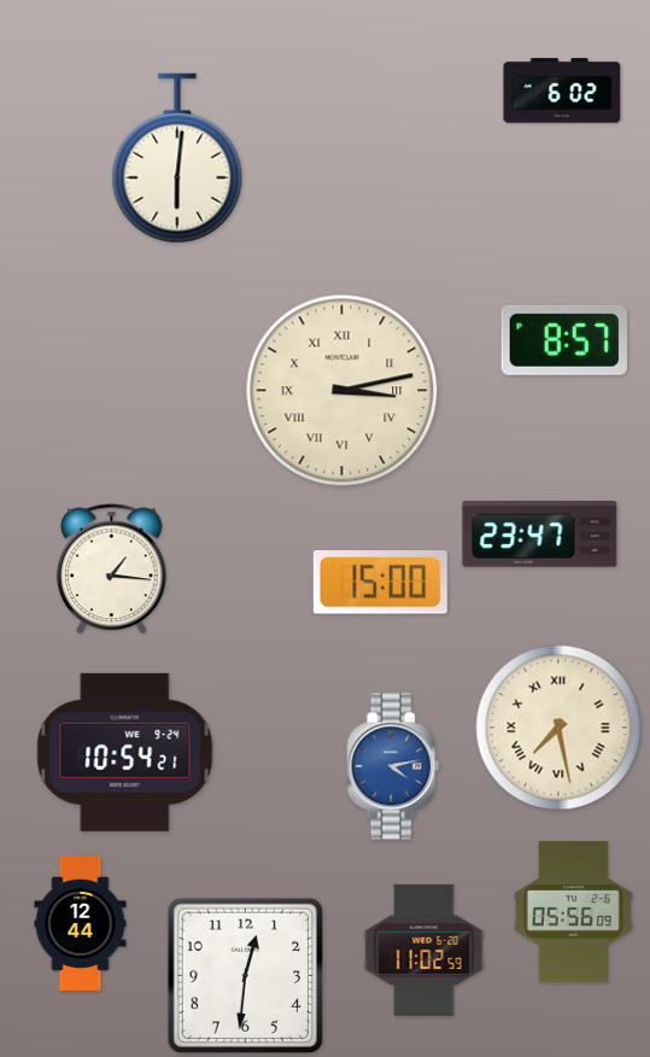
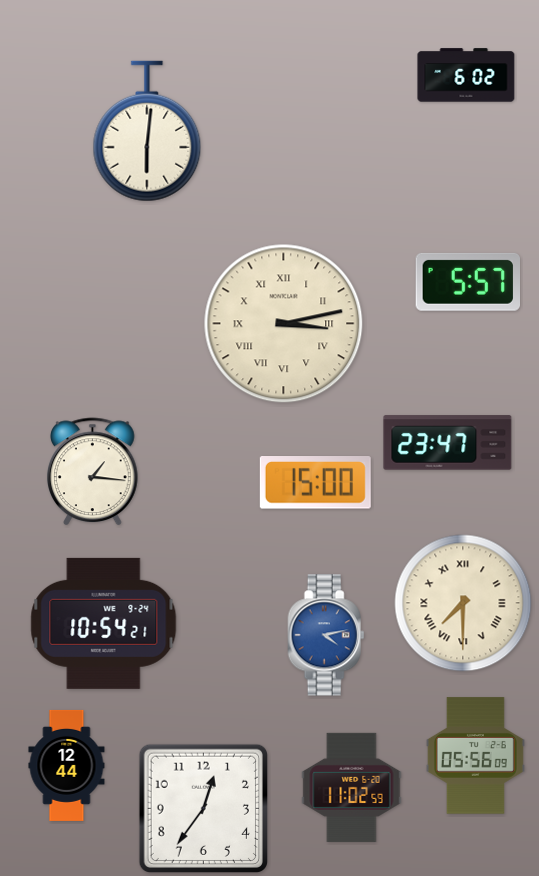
clock at (563, 340): 8:57 -> 5:57
clock at (558, 728): 7:28 -> 7:30
clock at (245, 975): 12:31 -> 12:36
